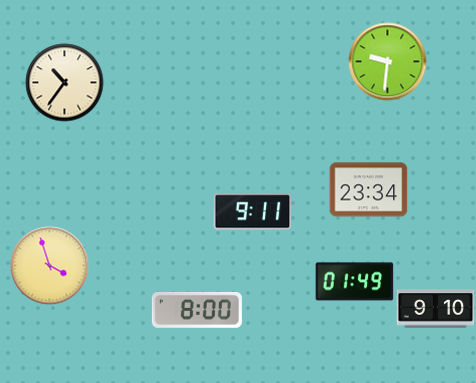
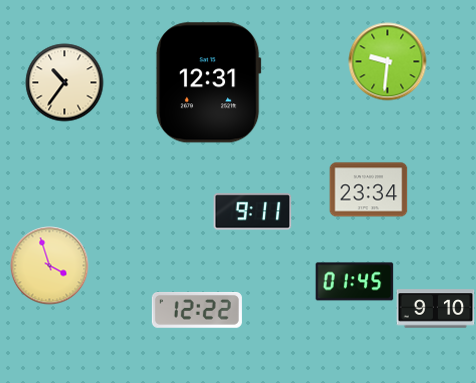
clock at (208, 83): none -> 12:31
clock at (354, 282): 01:49 -> 01:45
clock at (197, 310): 8:00 -> 12:22
